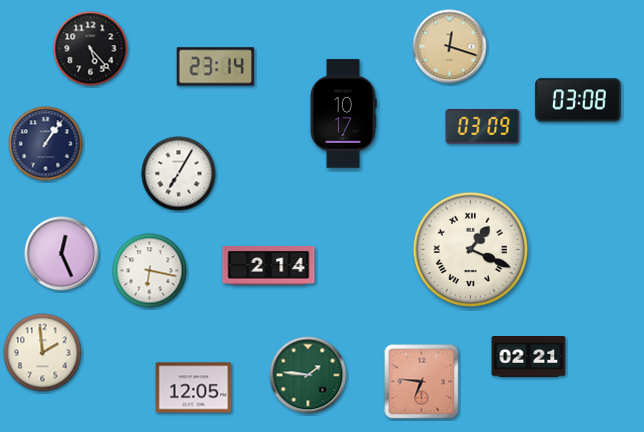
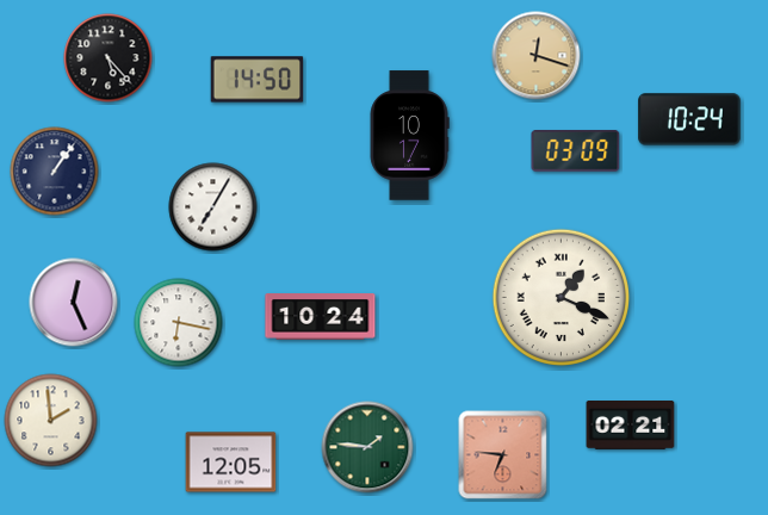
clock at (216, 67): 23:14 -> 14:50
clock at (578, 100): 03:08 -> 10:24
clock at (269, 266): 2:14 -> 10:24
